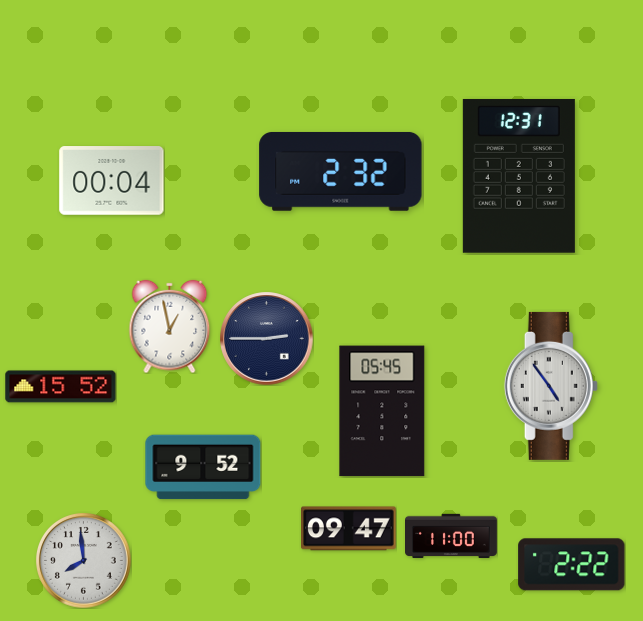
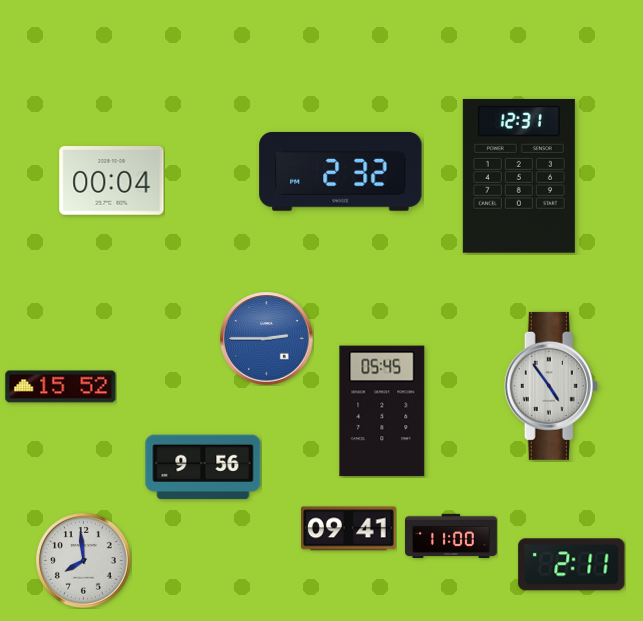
clock at (170, 326): 12:58 -> none
clock at (266, 338) dial: navy -> blue
clock at (203, 467): 9:52 -> 9:56
clock at (349, 529): 09:47 -> 09:41
clock at (572, 565): 2:22 -> 2:11
